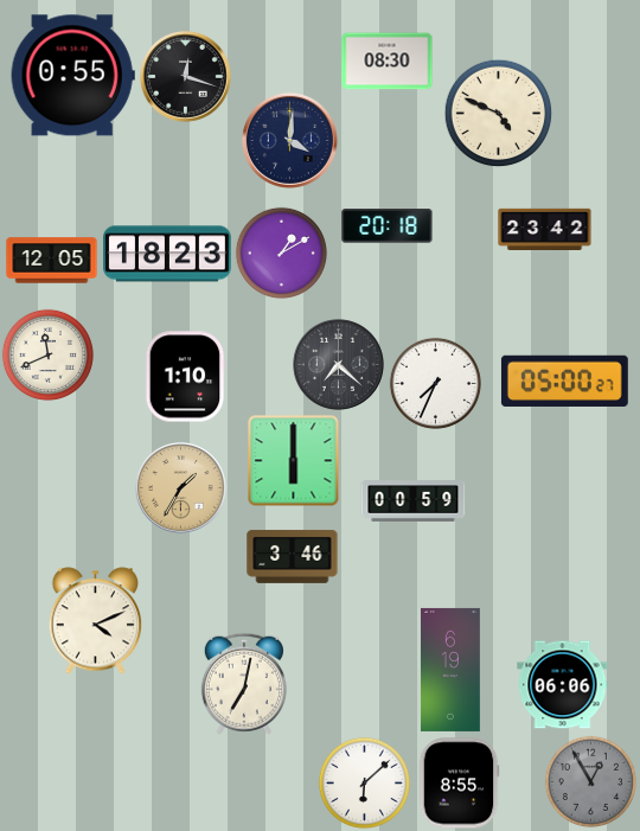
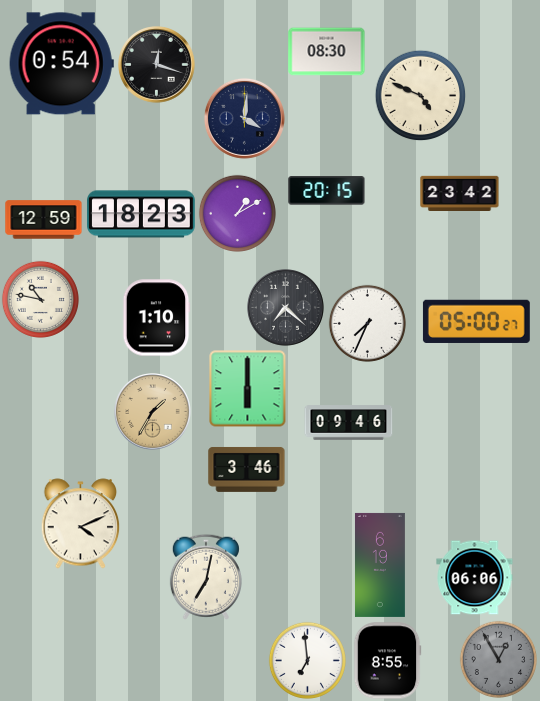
clock at (72, 76): 0:55 -> 0:54
clock at (388, 226): 20:18 -> 20:15
clock at (52, 261): 12:05 -> 12:59
clock at (47, 354): 11:41 -> 10:47
clock at (414, 501): 00:59 -> 09:46
clock at (364, 782): 6:08 -> 6:59
